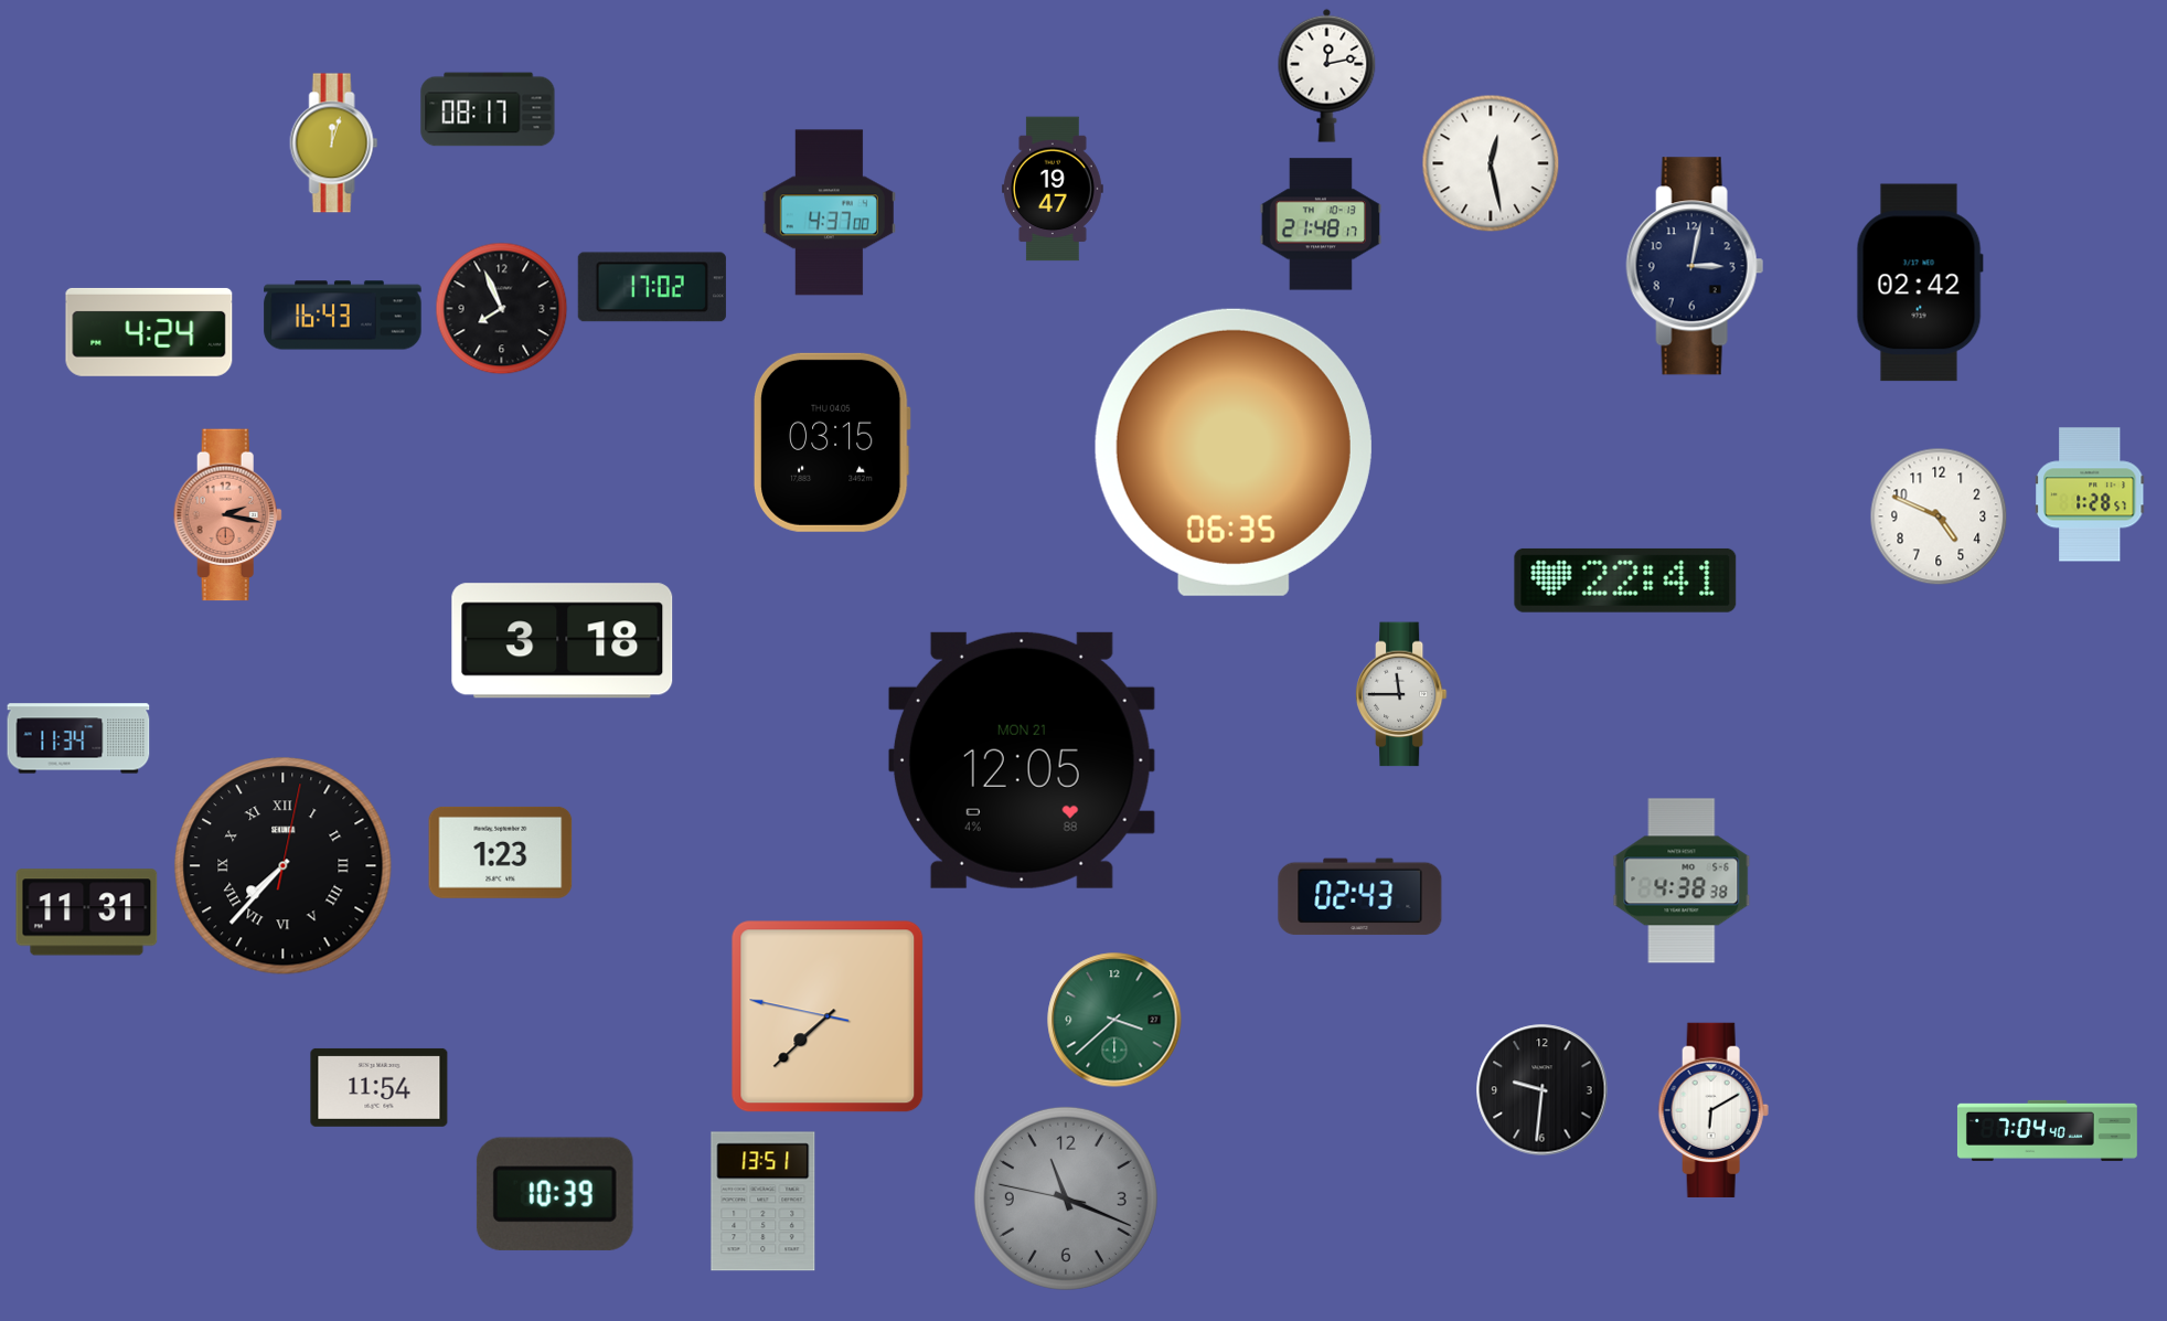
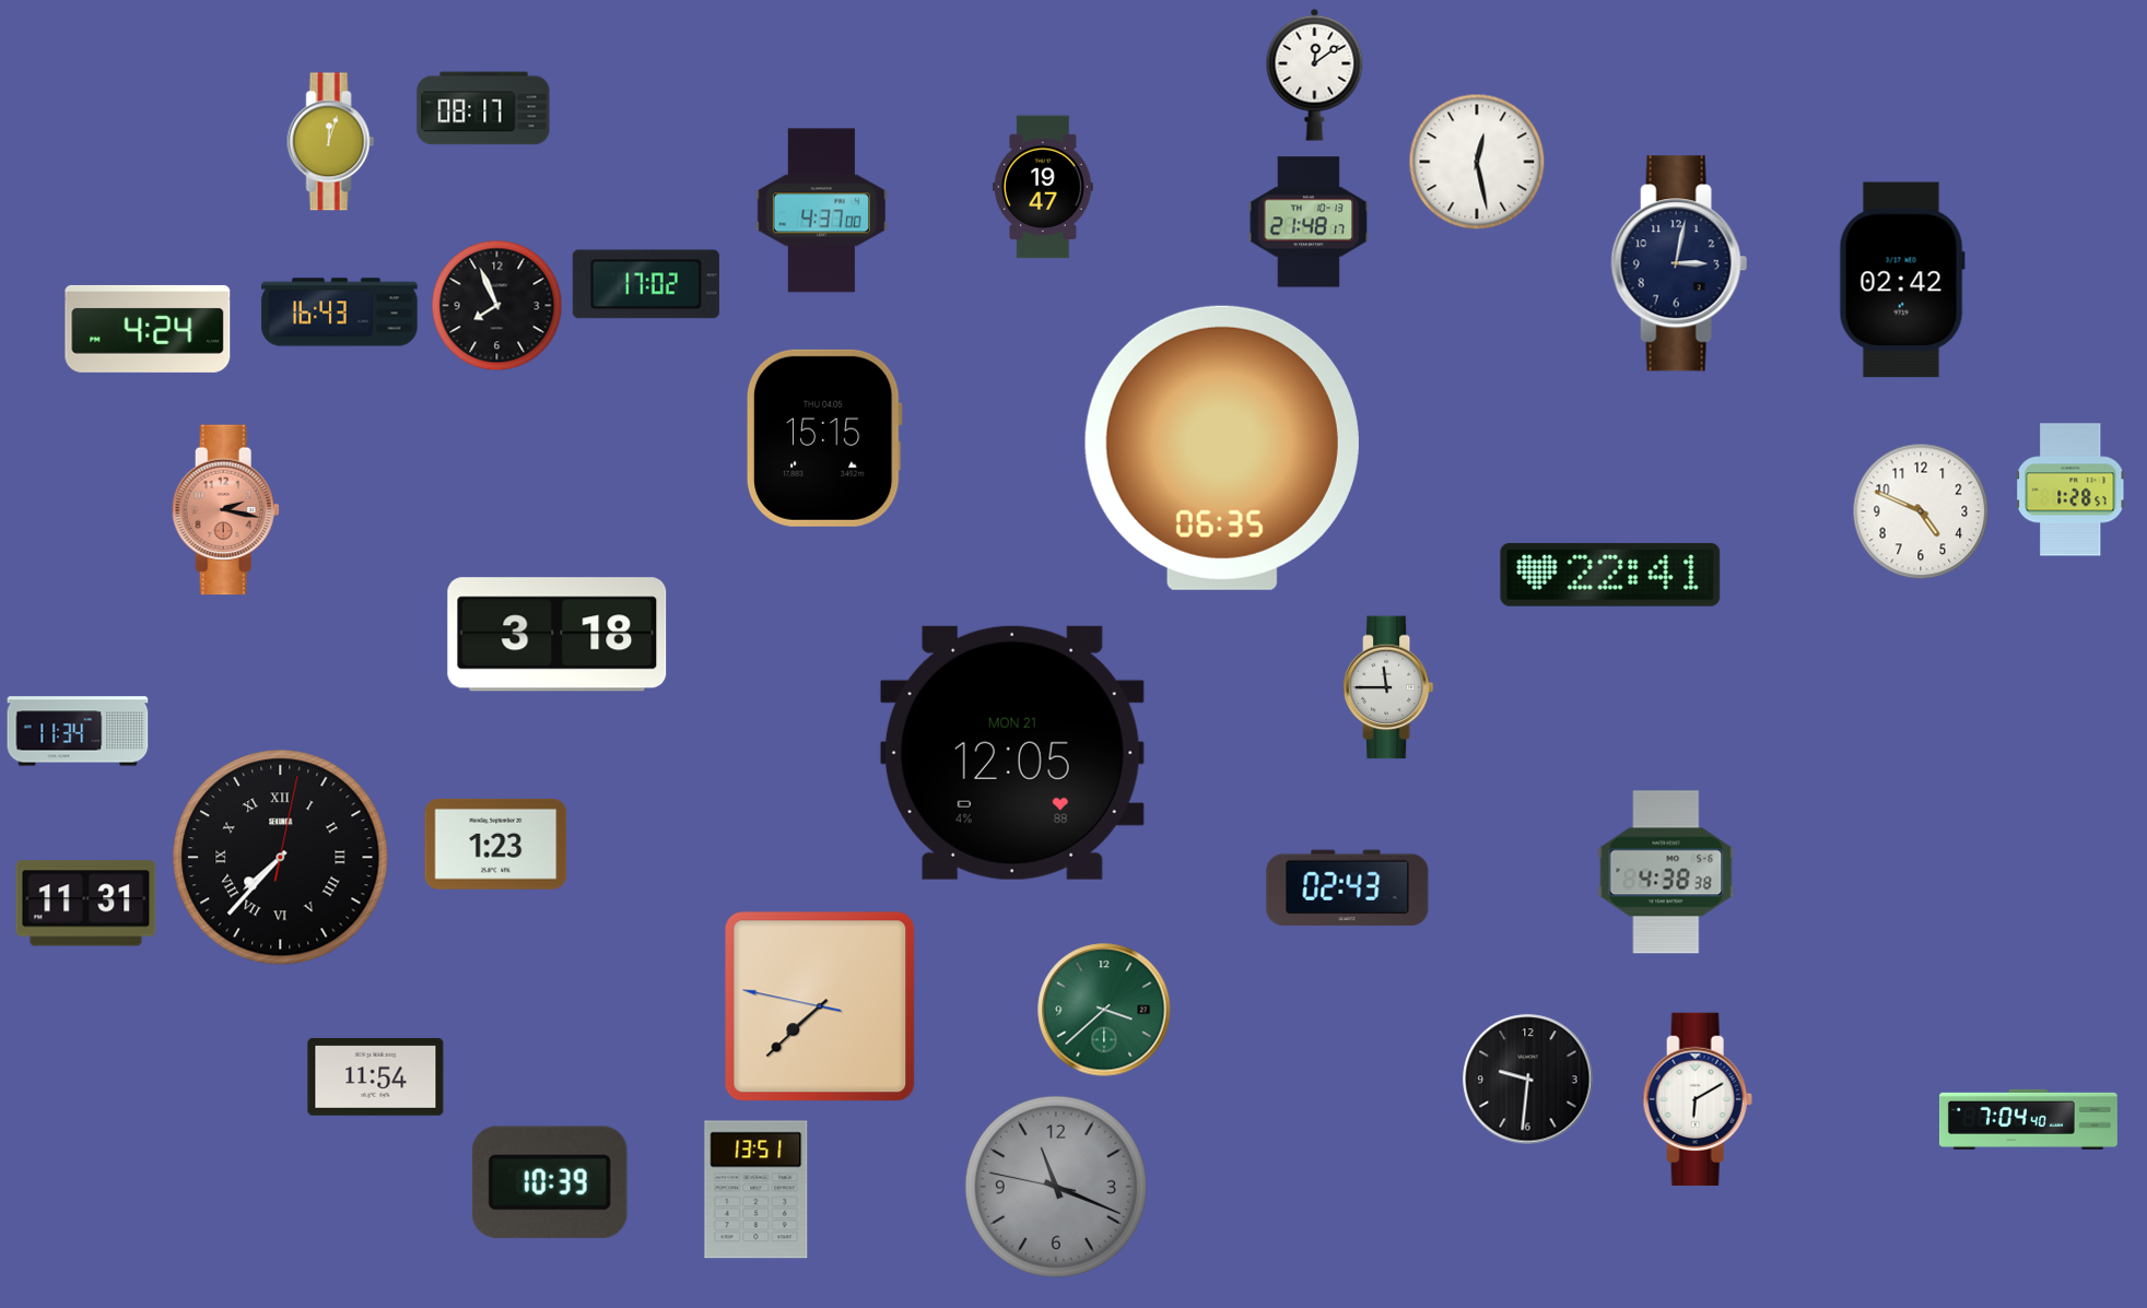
clock at (1327, 75): 12:13 -> 12:09
clock at (832, 443): 03:15 -> 15:15
